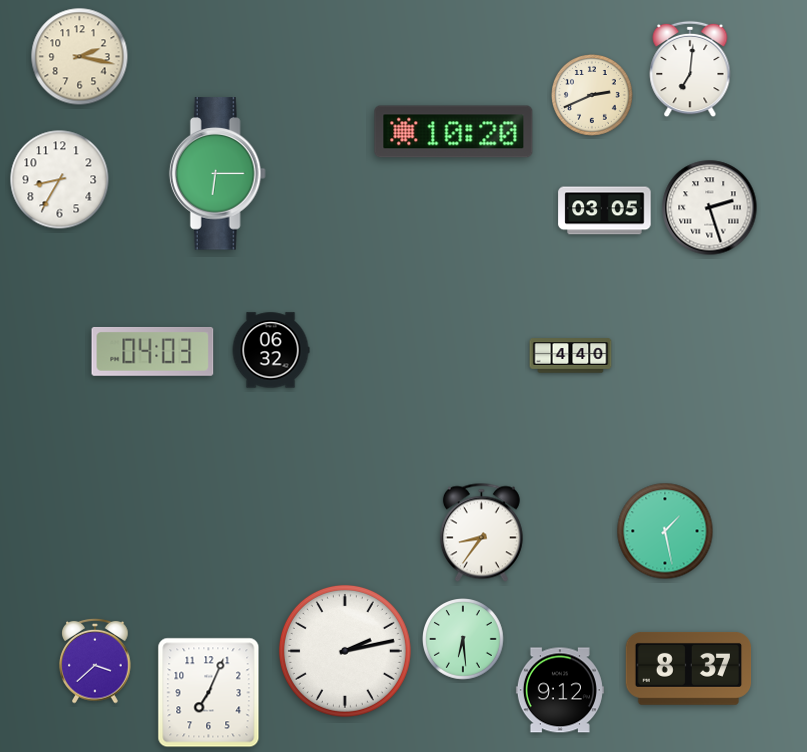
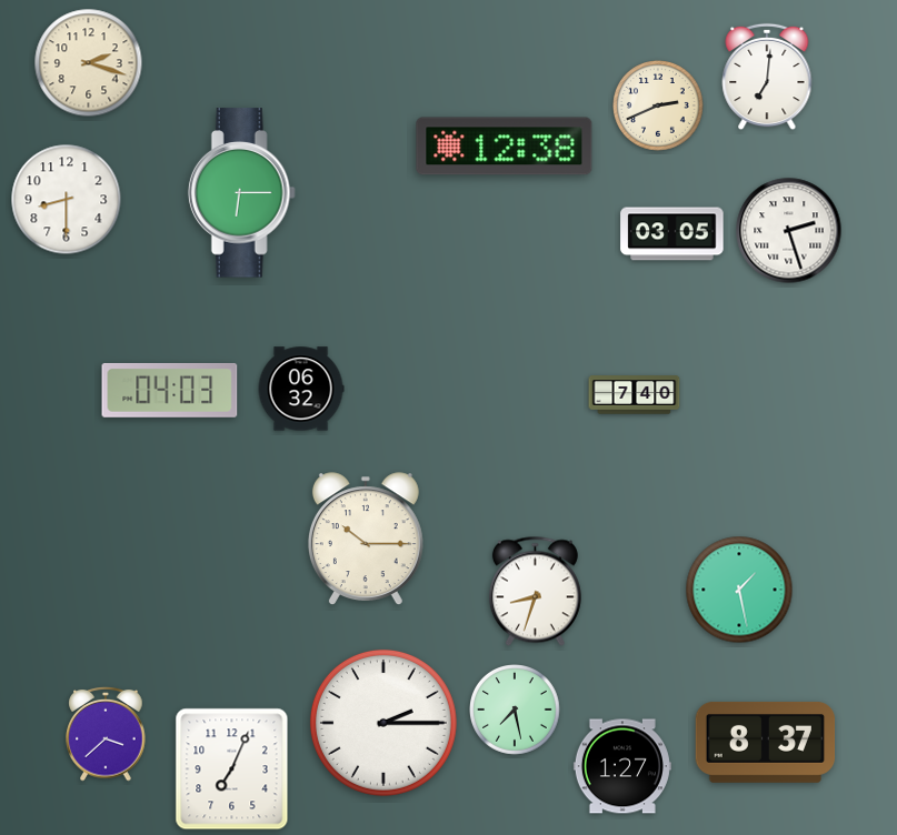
clock at (80, 57): 2:17 -> 2:18
clock at (454, 132): 10:20 -> 12:38
clock at (60, 180): 8:35 -> 8:30
clock at (571, 356): 4:40 -> 7:40
clock at (366, 540): none -> 10:15
clock at (481, 533): 8:36 -> 8:33
clock at (464, 640): 6:29 -> 7:28
clock at (345, 651): 2:13 -> 2:15
clock at (560, 690): 9:12 -> 1:27
